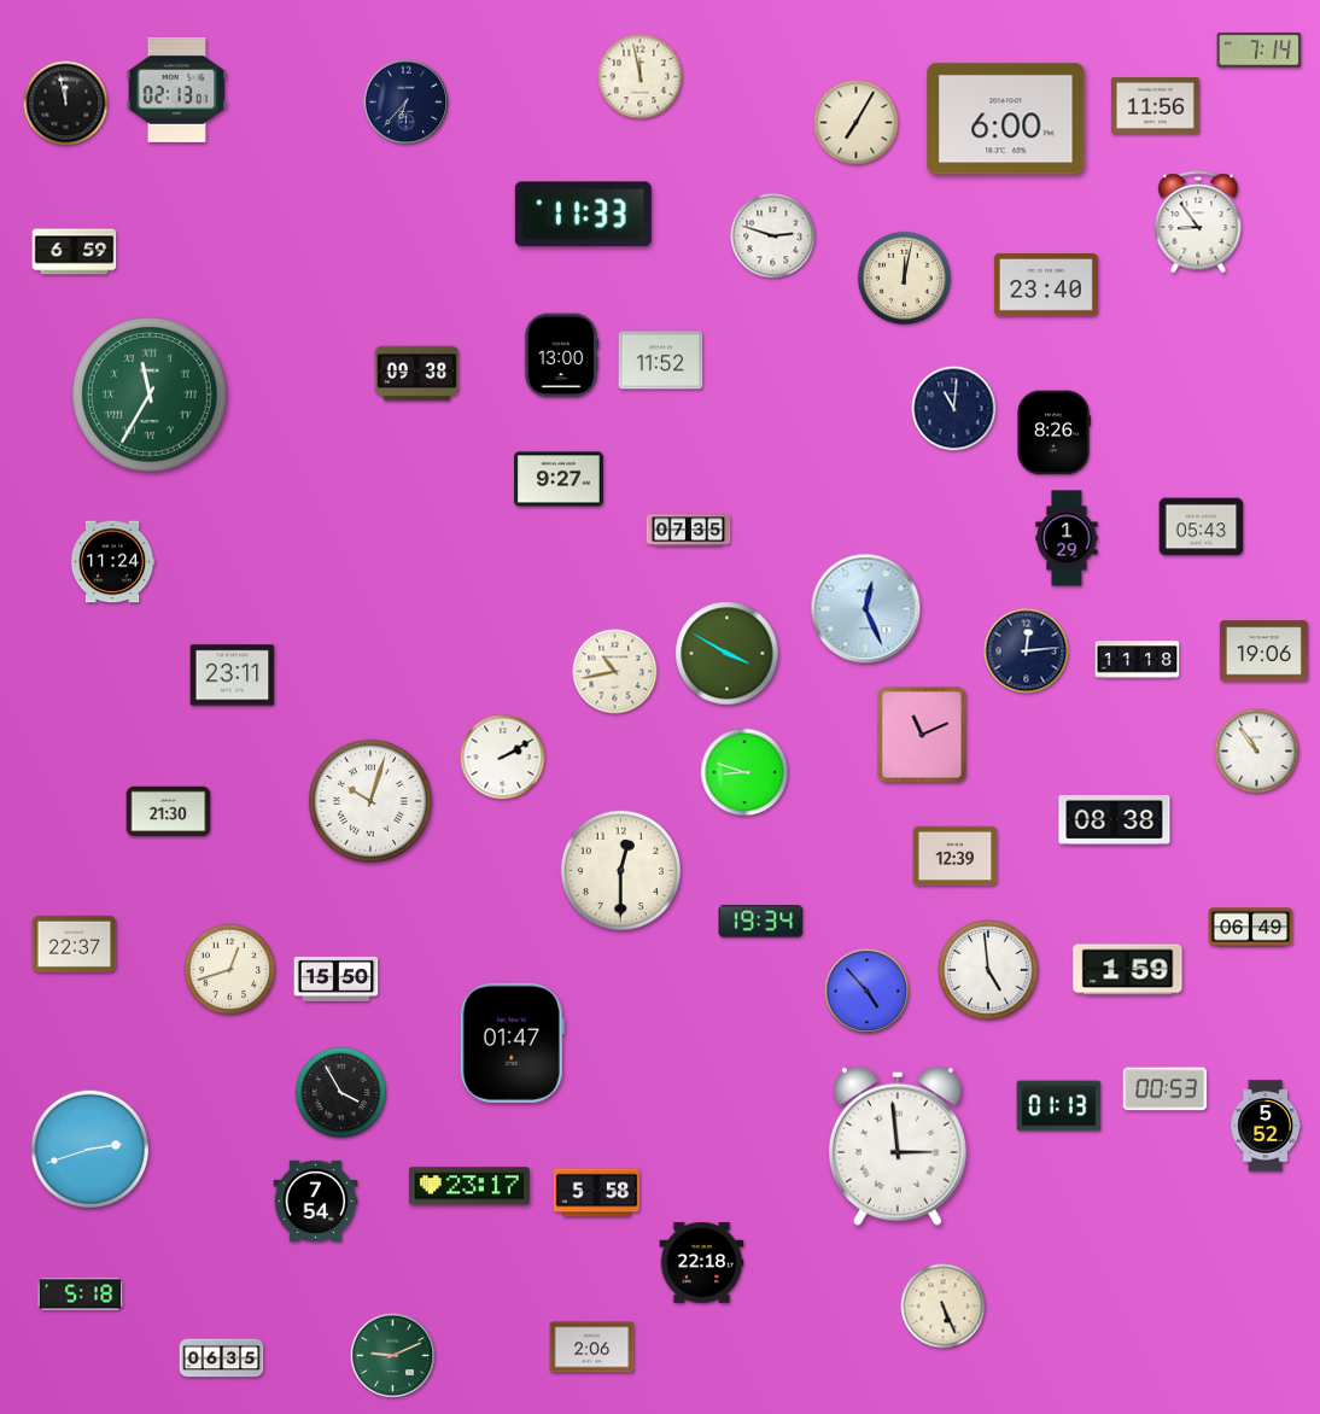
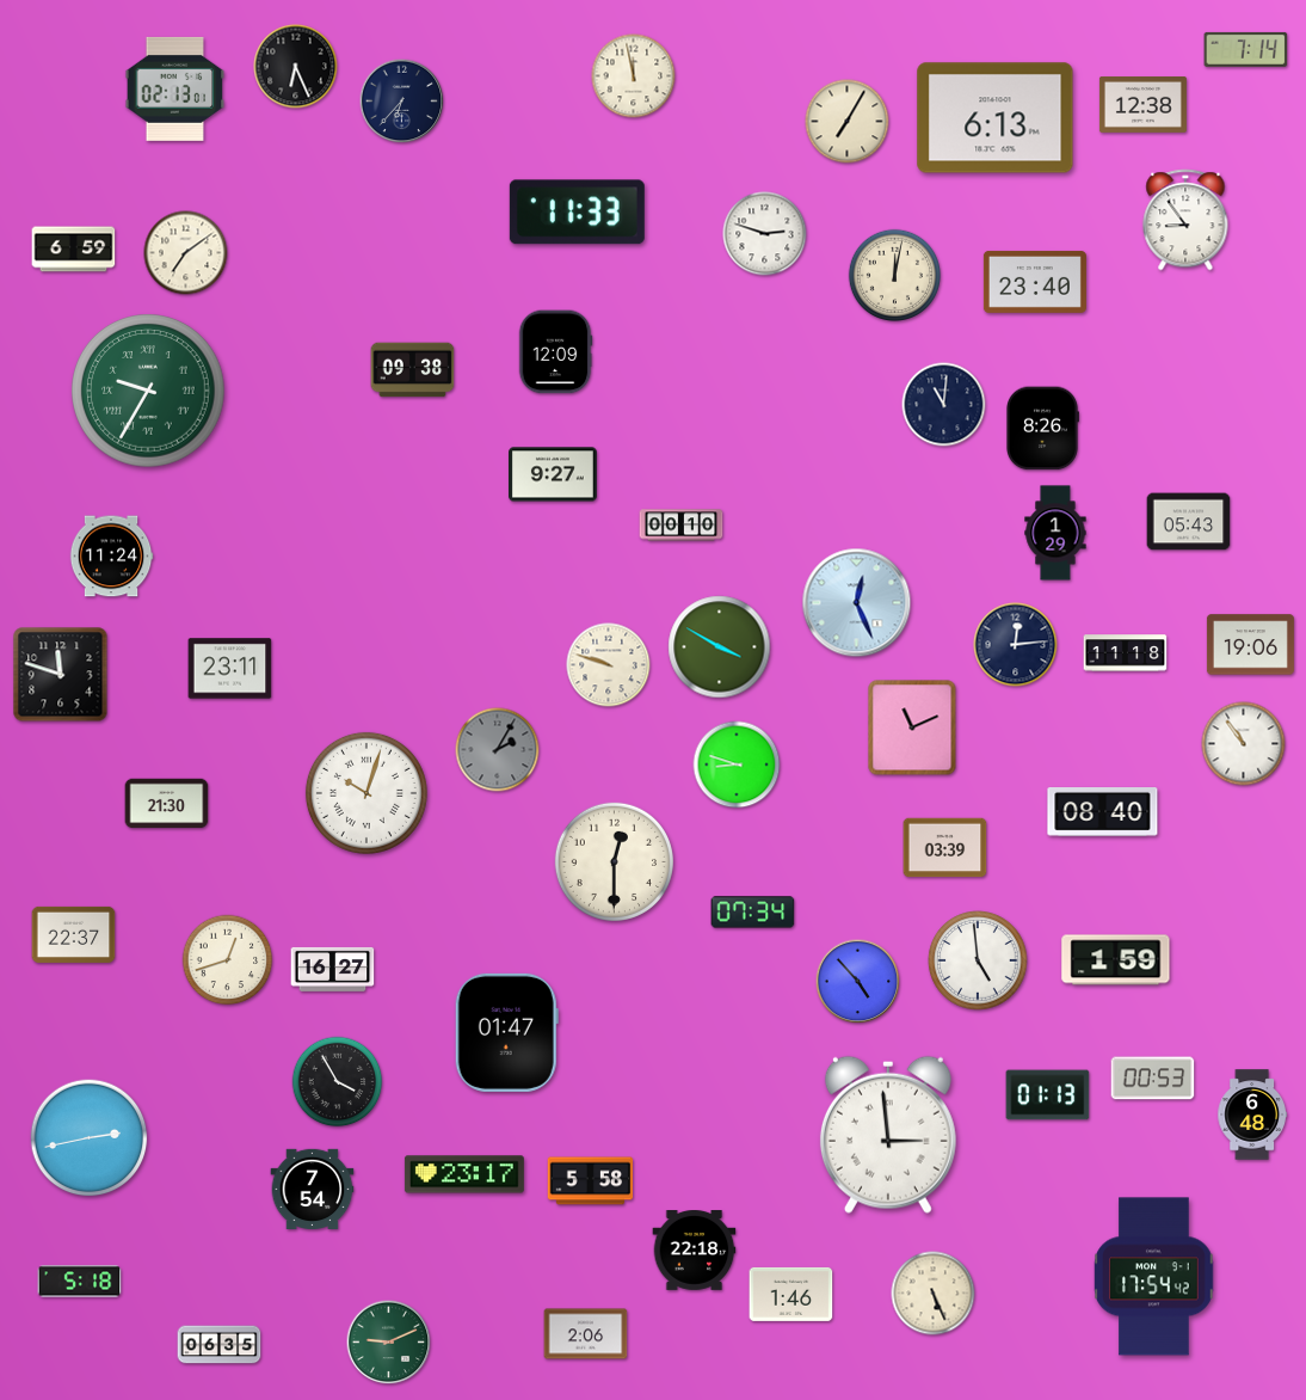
clock at (296, 67): none -> 6:26
clock at (66, 104): 11:58 -> none
clock at (1155, 106): 11:56 -> 12:38
clock at (1006, 119): 6:00 -> 6:13
clock at (186, 253): none -> 7:09
clock at (561, 356): 13:00 -> 12:09
clock at (661, 361): 11:52 -> none
clock at (150, 395): 11:35 -> 9:35
clock at (689, 531): 07:35 -> 00:10
clock at (615, 672): 10:43 -> 9:48
clock at (61, 675): none -> 11:48
clock at (503, 758): 2:10 -> 2:05
clock at (503, 758) dial: white -> grey
clock at (1115, 820): 08:38 -> 08:40
clock at (956, 857): 12:39 -> 03:39
clock at (761, 922): 19:34 -> 07:34
clock at (1251, 928): 06:49 -> none
clock at (337, 978): 15:50 -> 16:27
clock at (1264, 1126): 5:52 -> 6:48
clock at (90, 1150): 2:42 -> 2:43
clock at (1154, 1277): none -> 17:54
clock at (791, 1294): none -> 1:46
